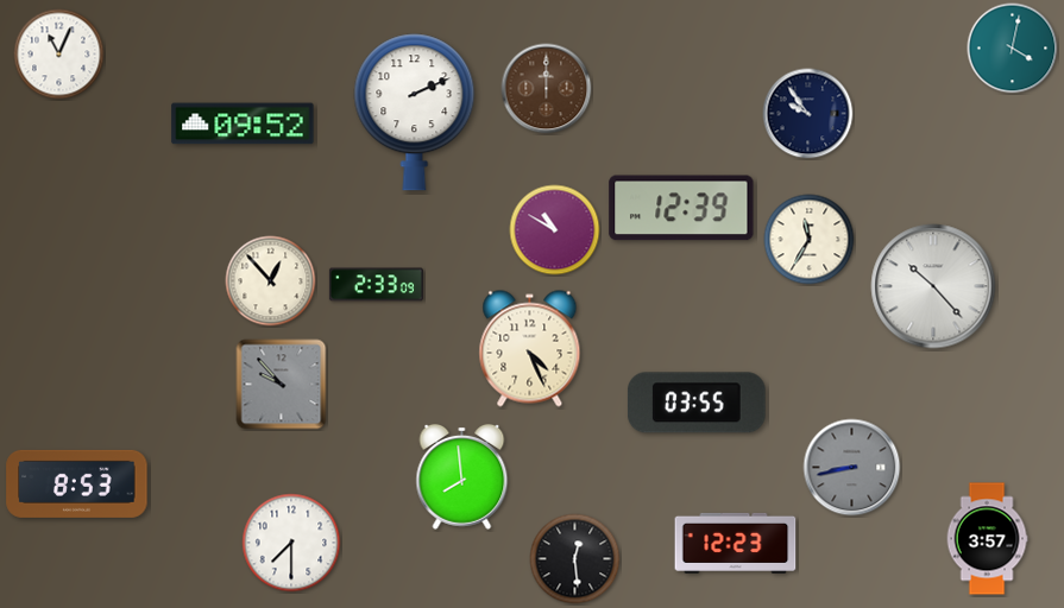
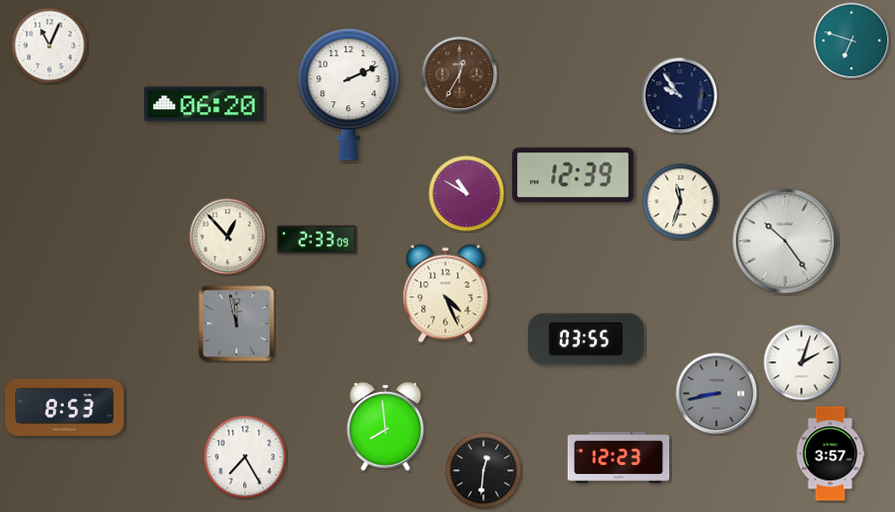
clock at (1013, 49): 4:02 -> 6:48
clock at (547, 89): 12:00 -> 12:35
clock at (243, 123): 09:52 -> 06:20
clock at (810, 240): 11:35 -> 11:33
clock at (933, 286): 10:23 -> 10:24
clock at (282, 385): 9:53 -> 11:58
clock at (802, 363): none -> 2:03
clock at (462, 476) position: (462, 476) -> (386, 426)
clock at (291, 543): 7:30 -> 7:25
clock at (575, 559): 12:29 -> 12:31
